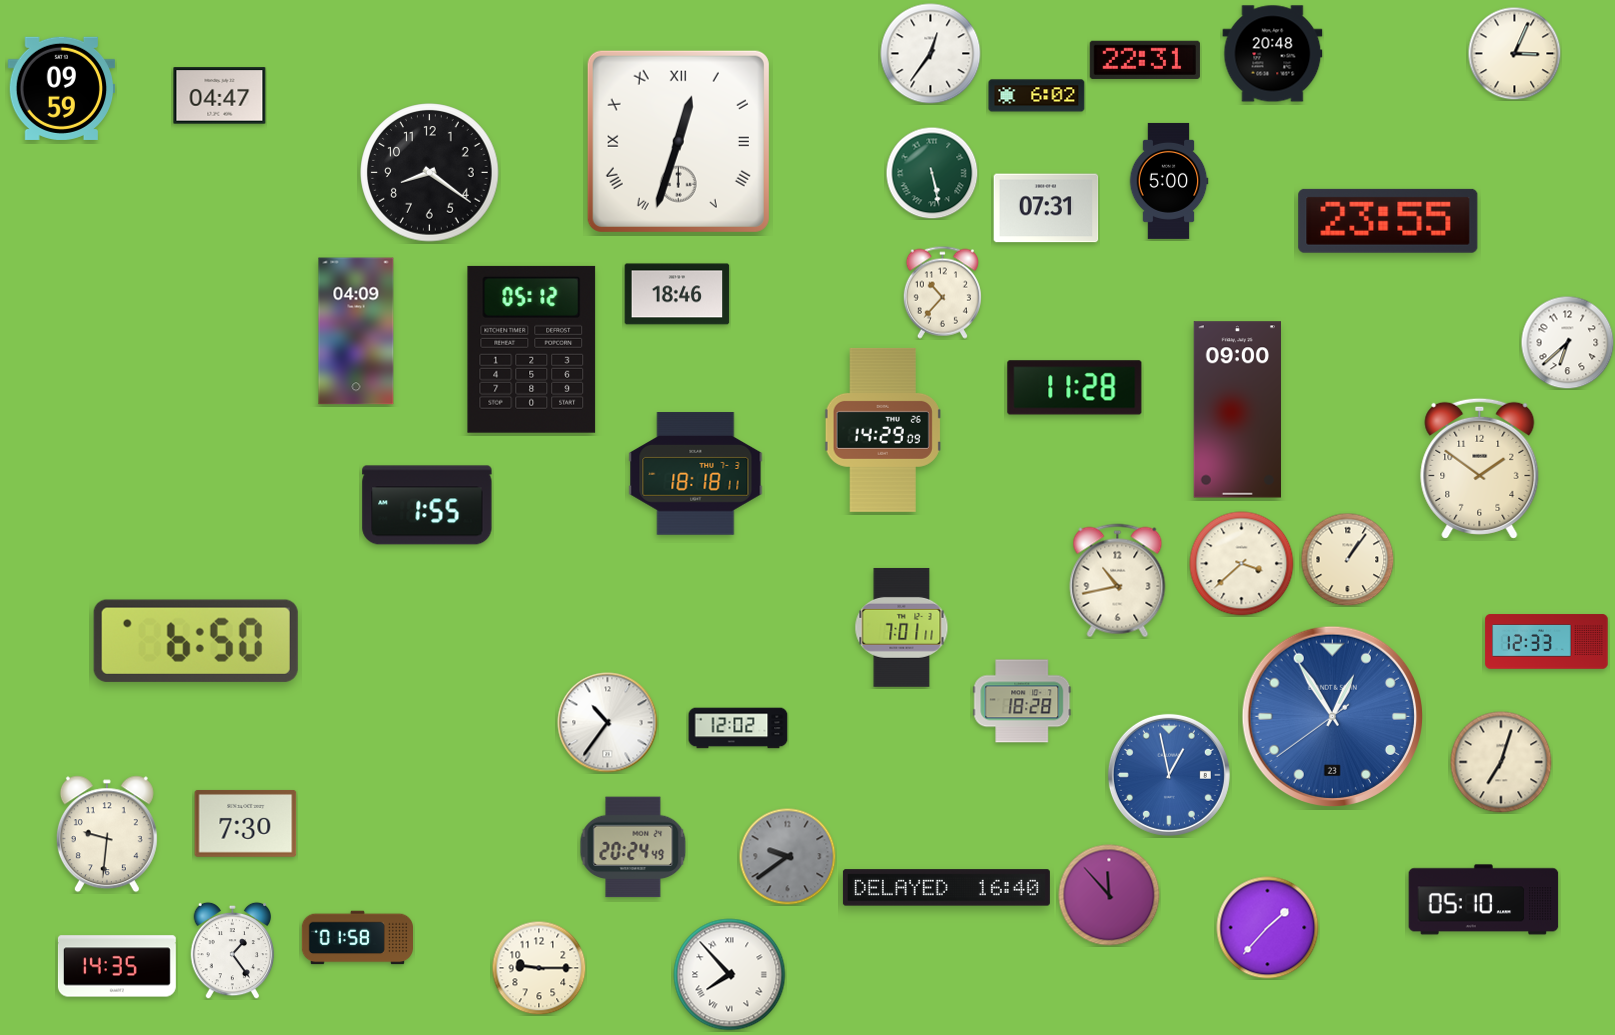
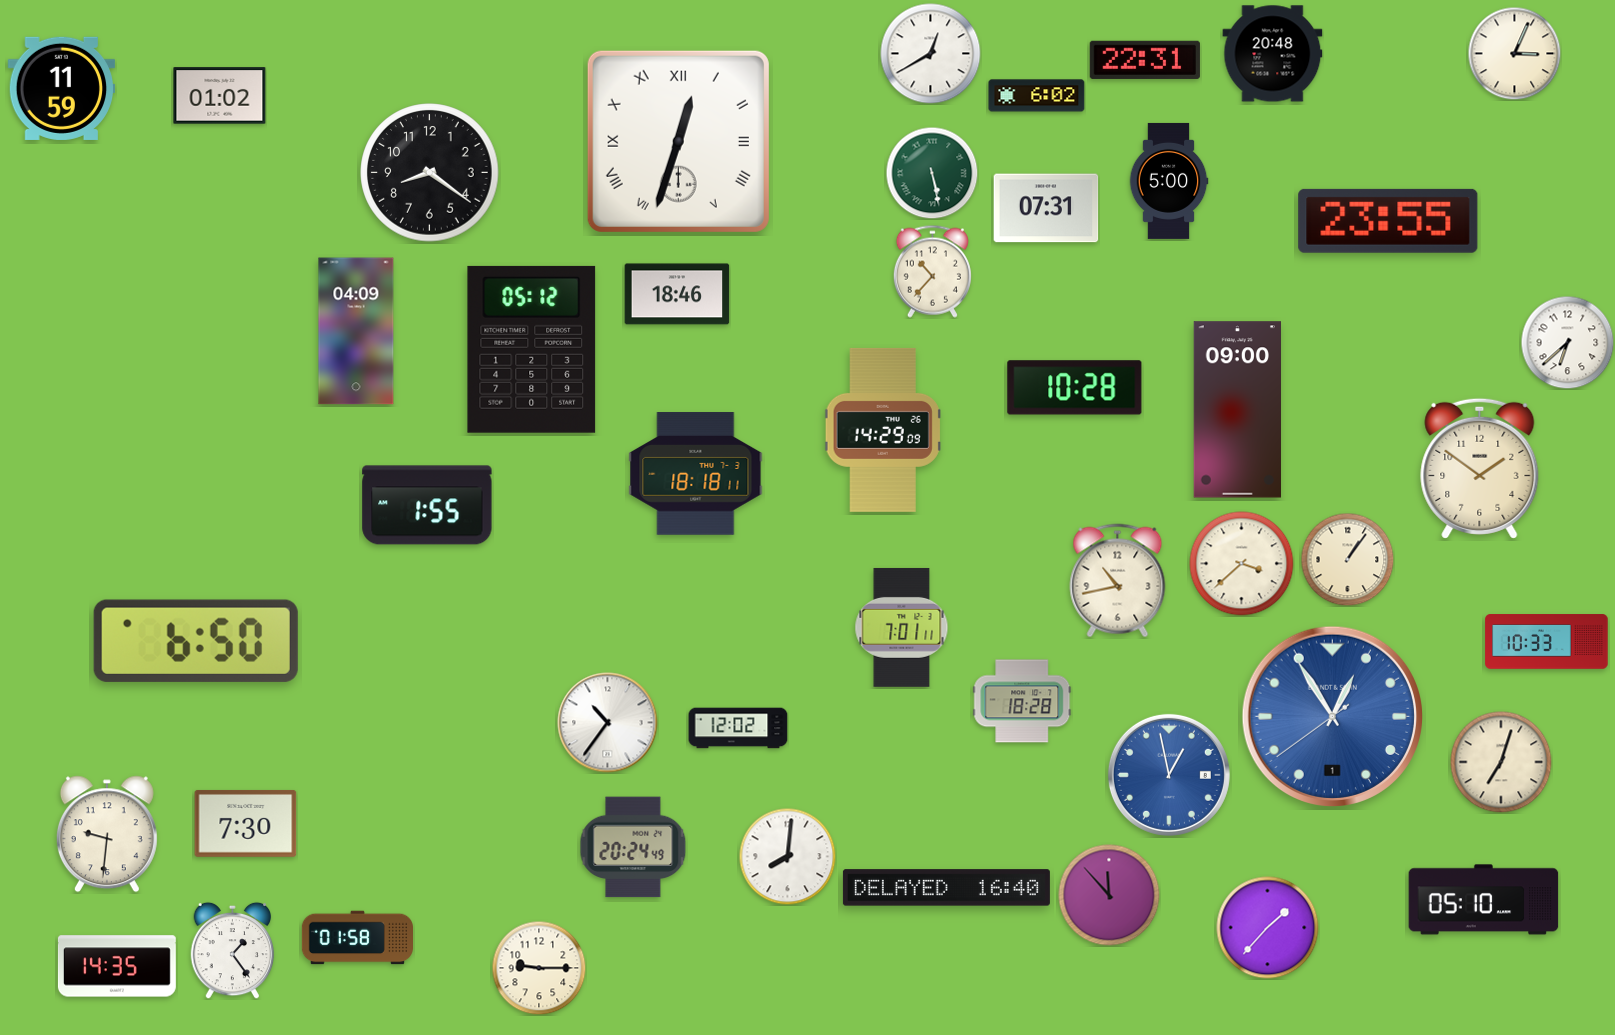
clock at (931, 54): 12:36 -> 12:40
clock at (62, 88): 09:59 -> 11:59
clock at (220, 96): 04:47 -> 01:02
clock at (942, 292) position: (942, 292) -> (932, 271)
clock at (1075, 388): 11:28 -> 10:28
clock at (1547, 642): 12:33 -> 10:33
clock at (1332, 716) date: 23 -> 1
clock at (787, 856): 9:39 -> 8:01
clock at (787, 856) dial: grey -> white
clock at (730, 975): 7:53 -> none
